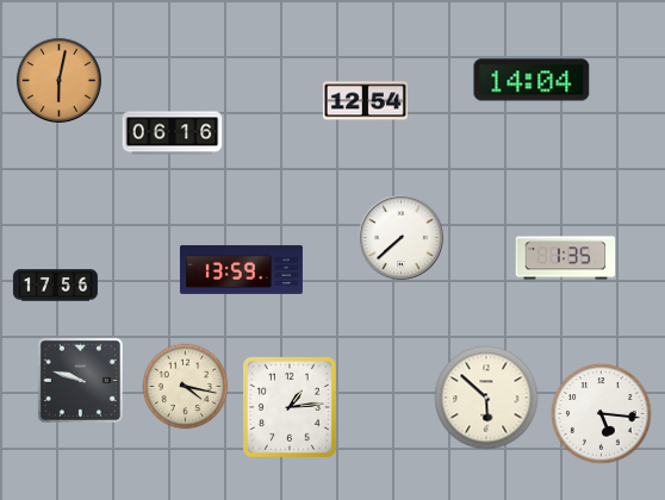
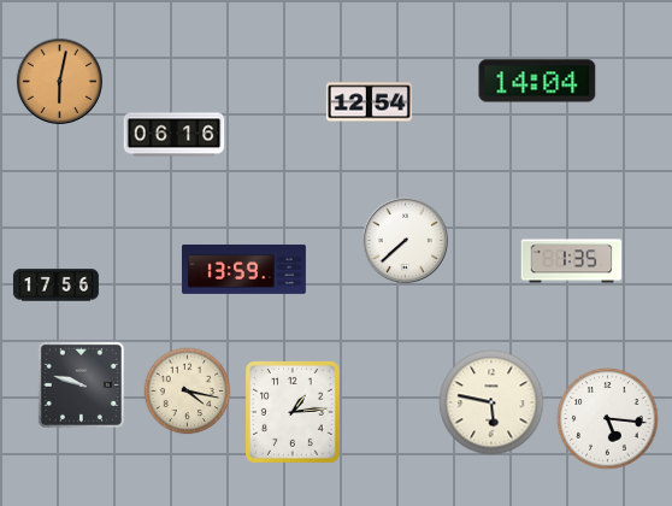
clock at (241, 269) position: (241, 269) -> (243, 269)
clock at (55, 286) position: (55, 286) -> (55, 286)
clock at (486, 398): 5:52 -> 5:47
